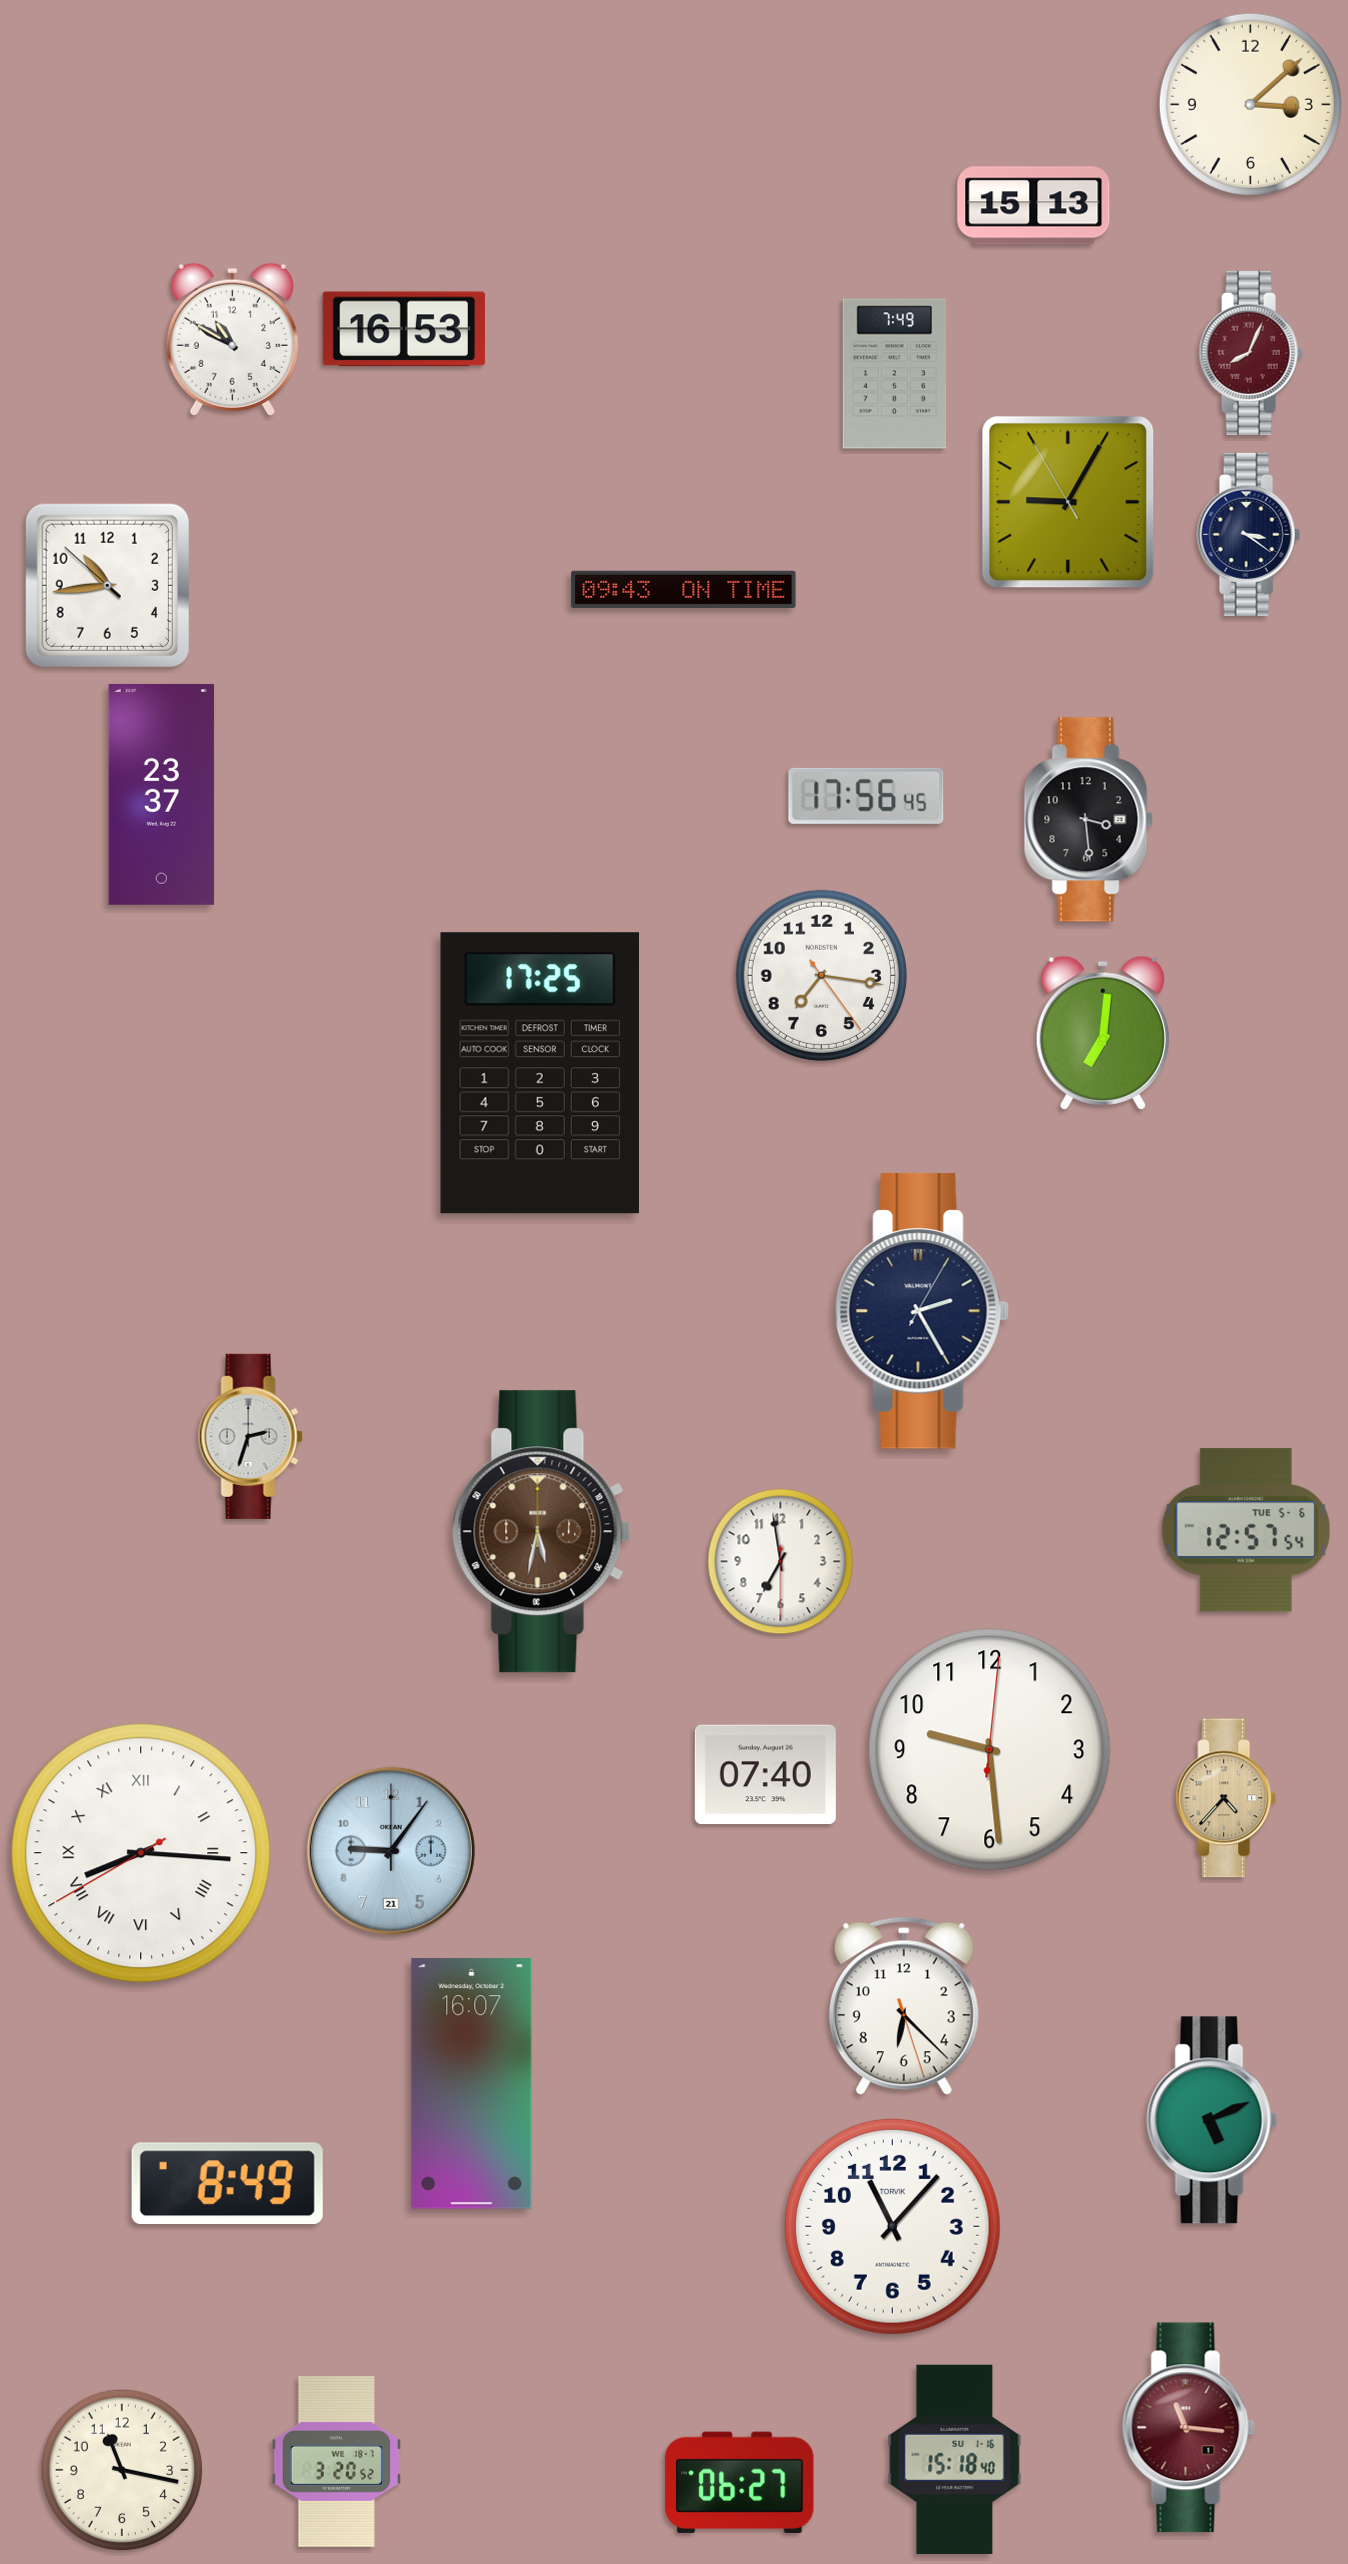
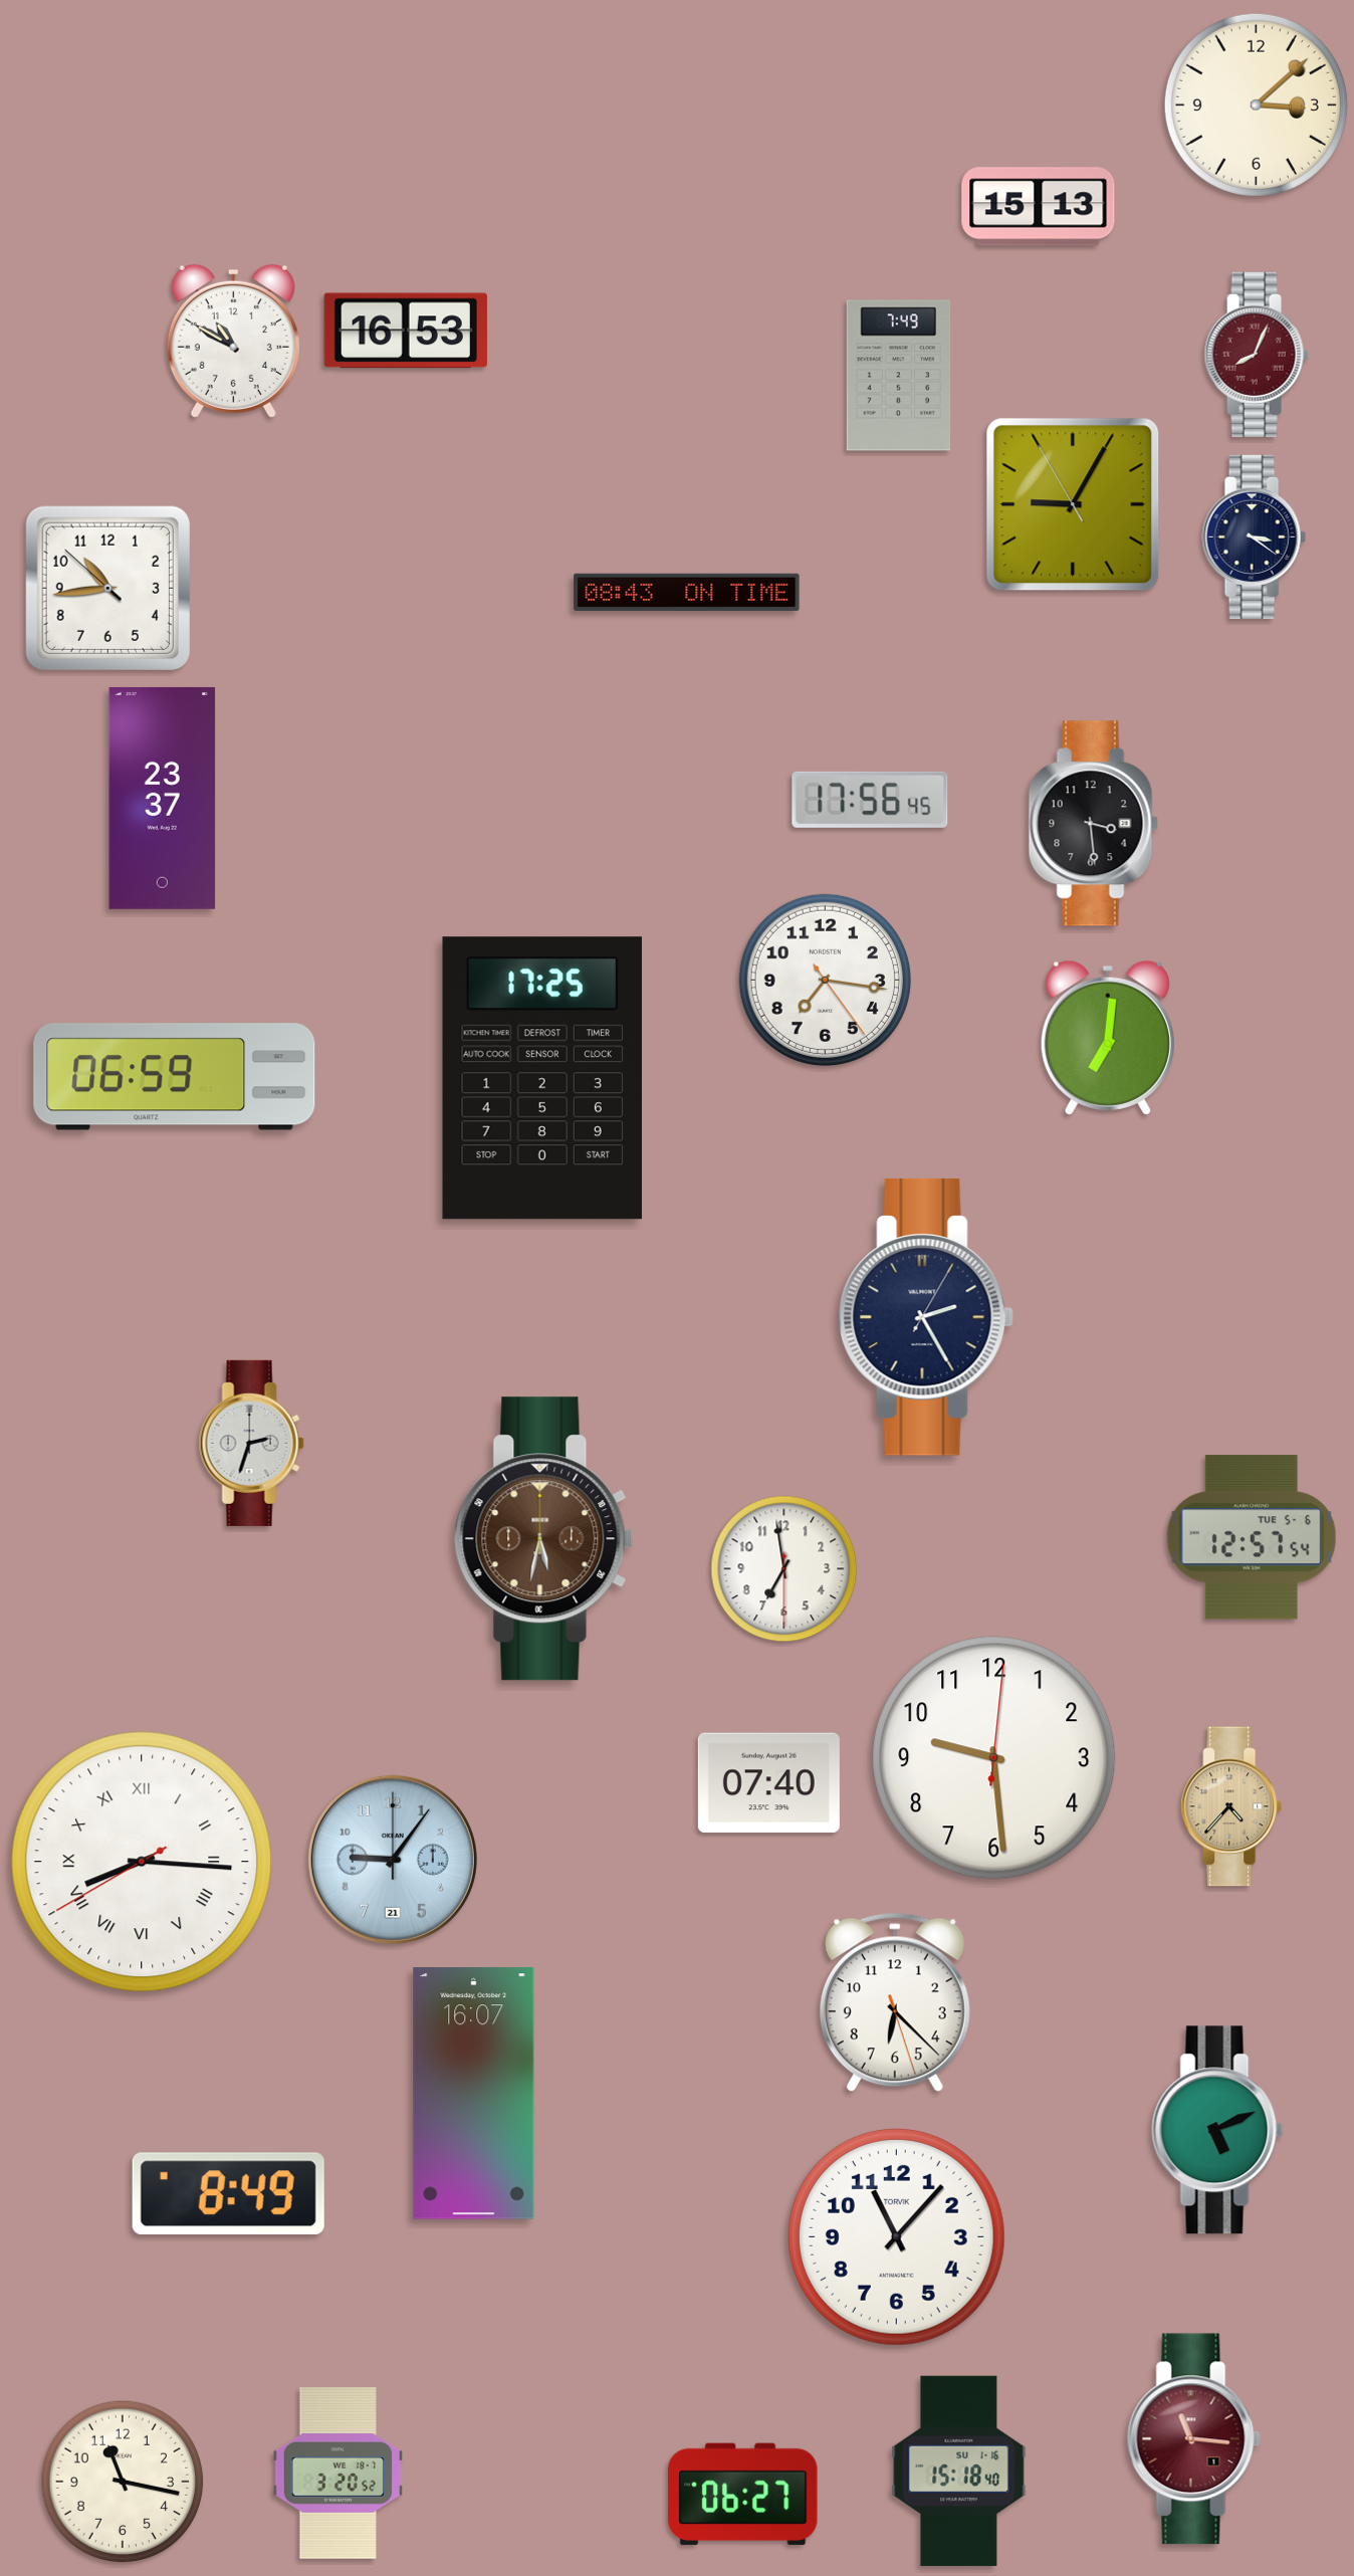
clock at (684, 589): 09:43 -> 08:43
clock at (175, 1077): none -> 06:59
clock at (904, 2006) position: (904, 2006) -> (895, 2002)
